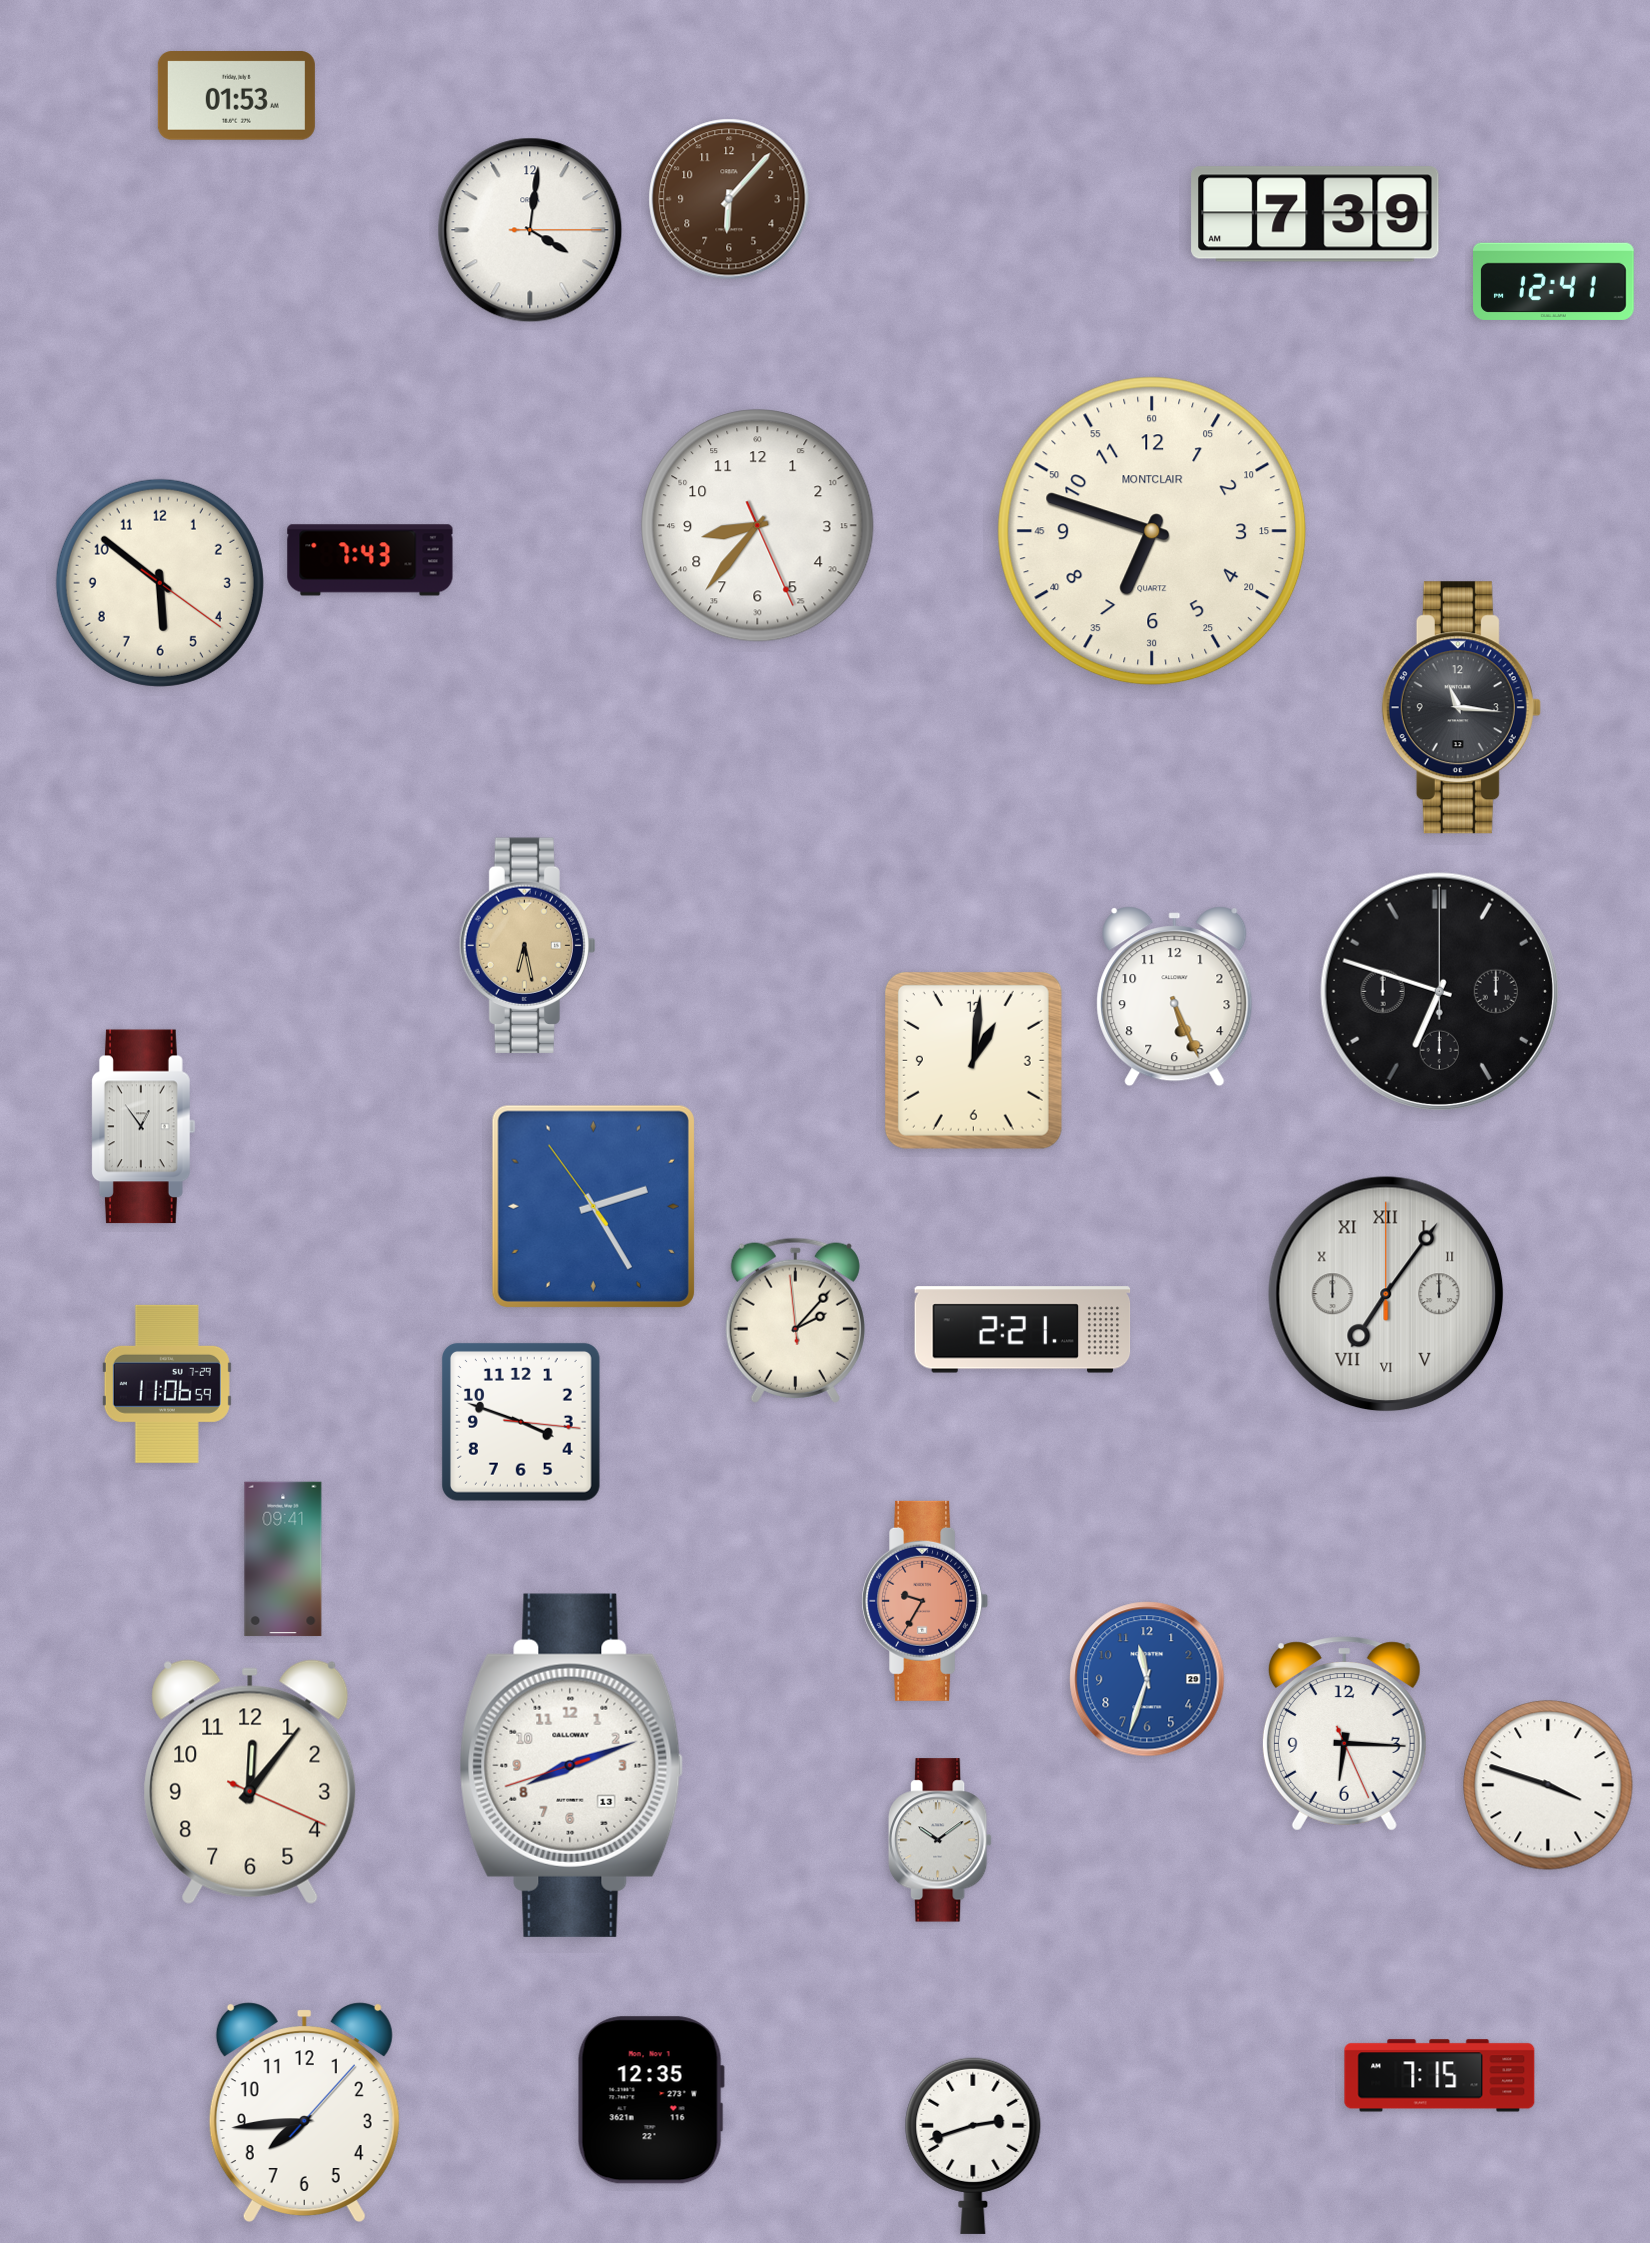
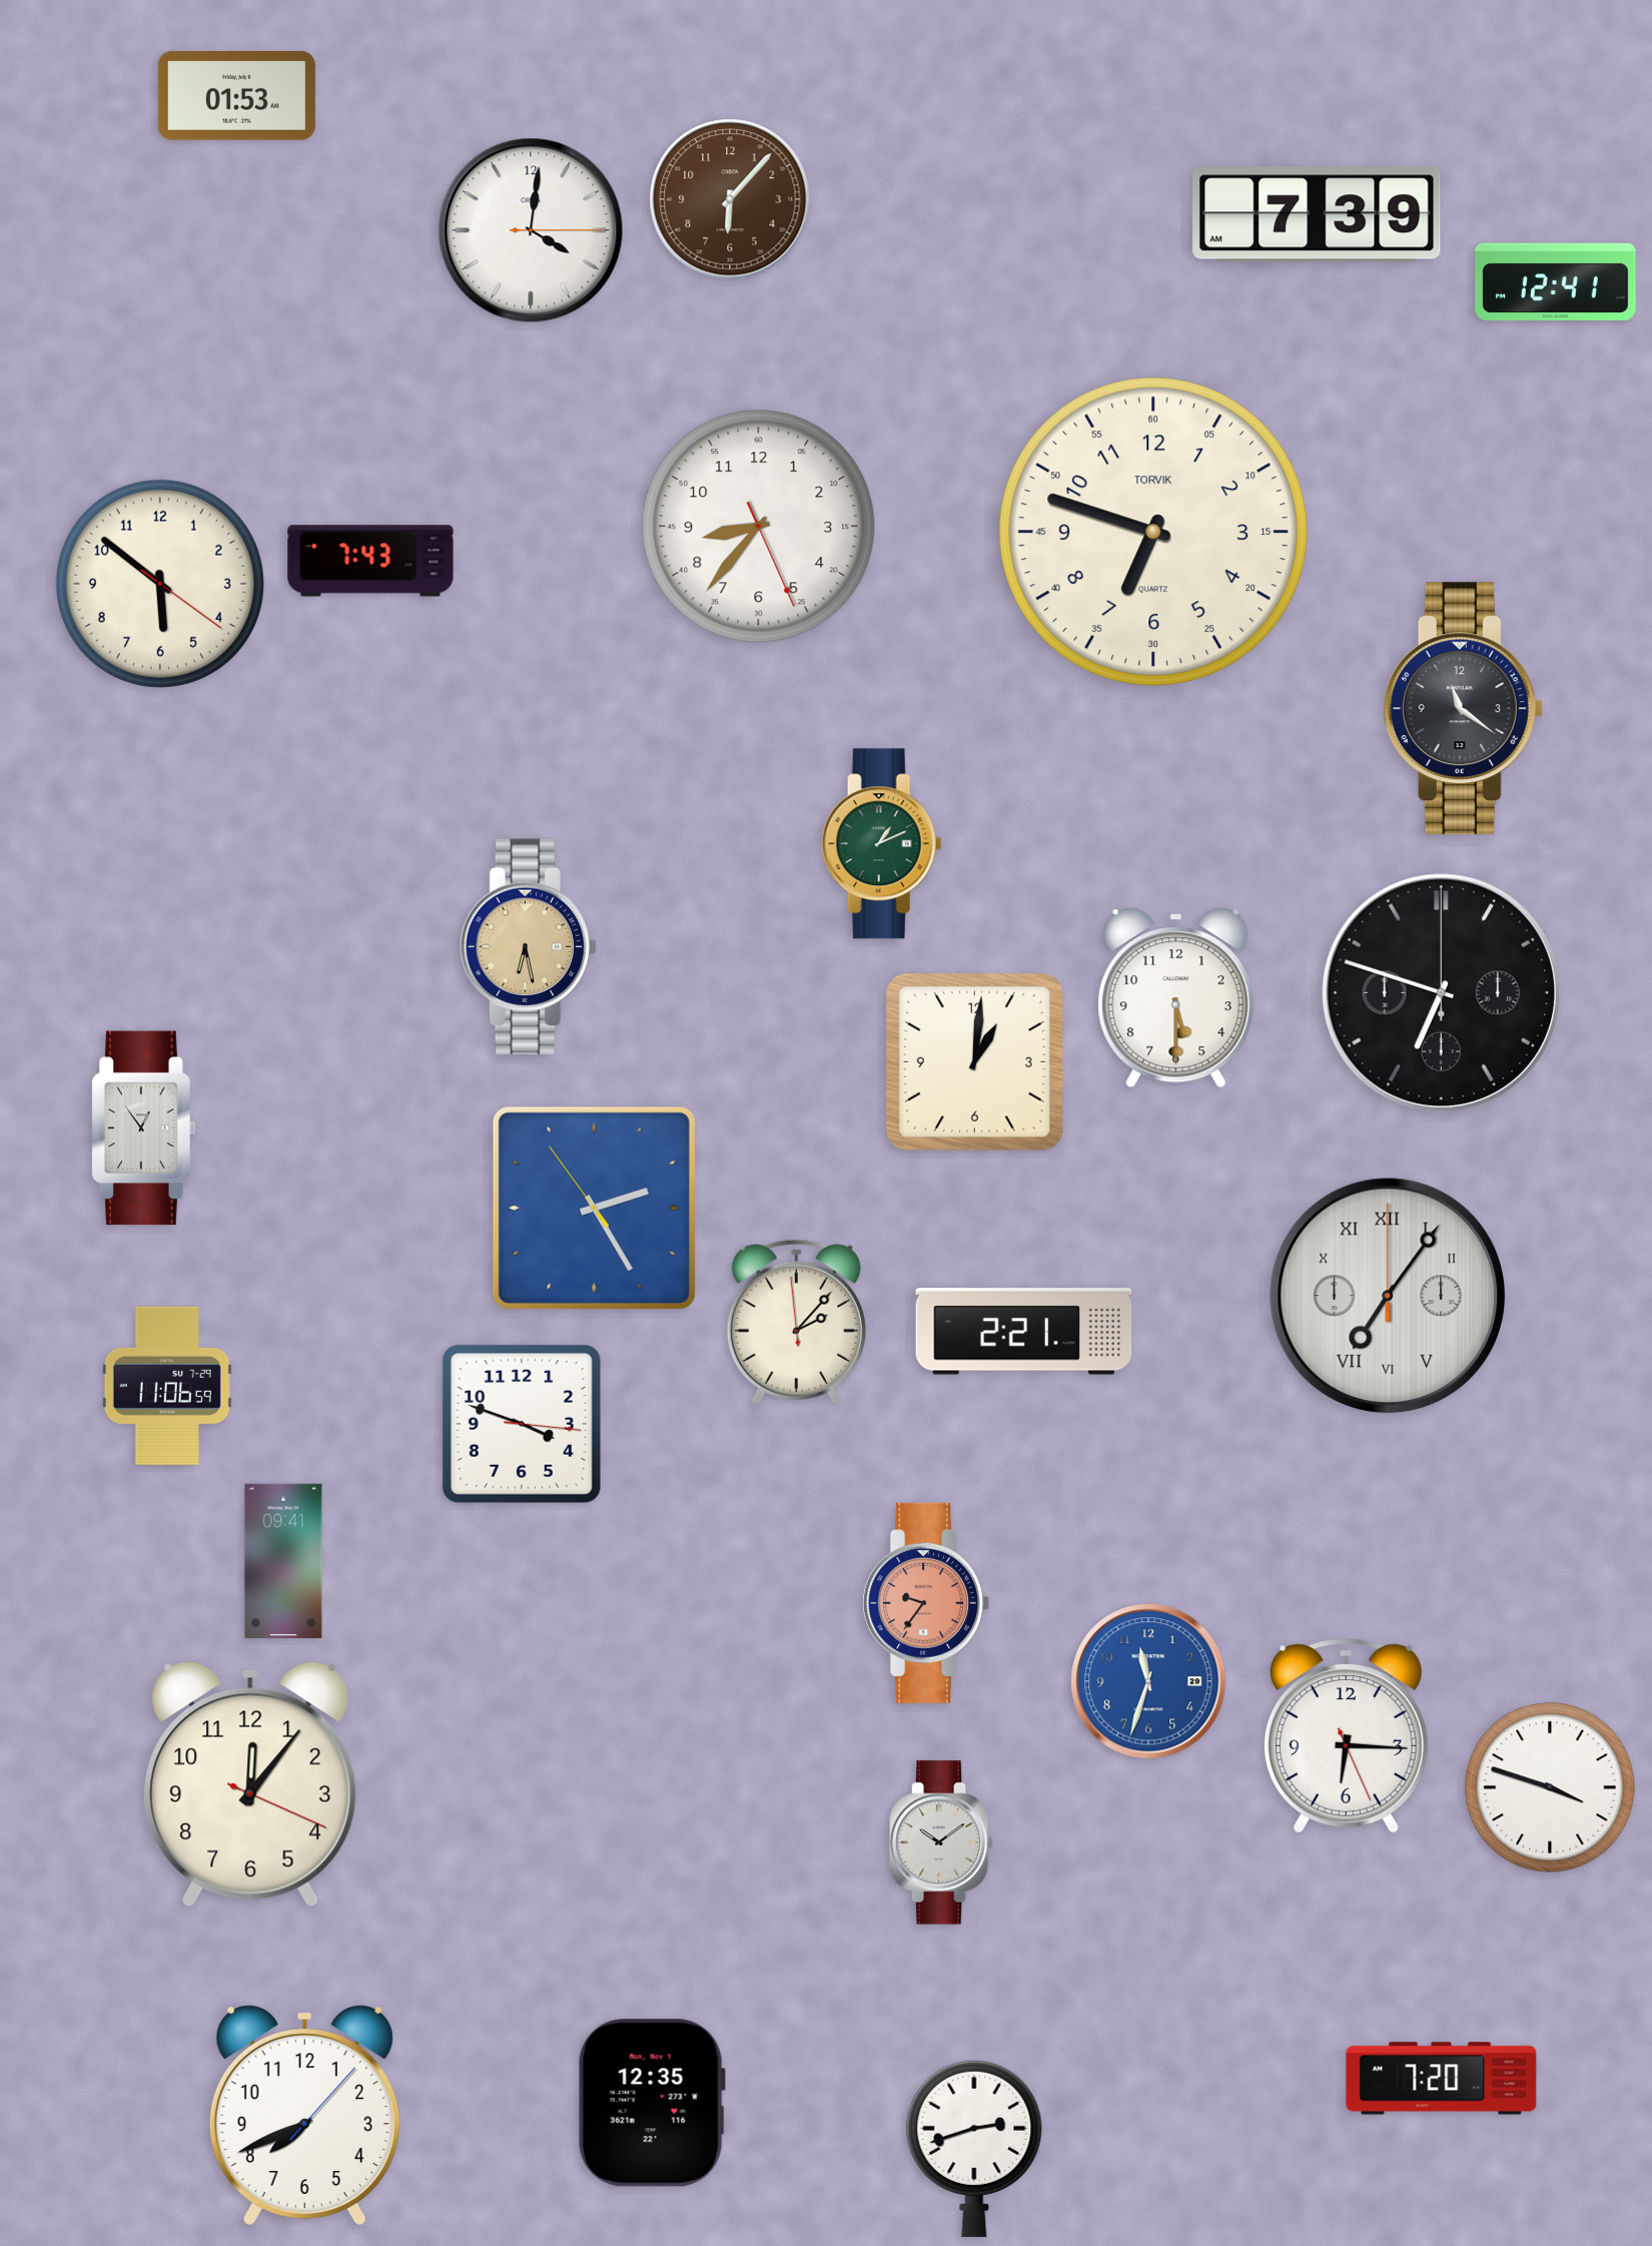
clock at (1152, 531) brand: MONTCLAIR -> TORVIK
clock at (1461, 708): 11:16 -> 11:21
clock at (881, 844): none -> 1:11
clock at (1175, 997): 5:26 -> 5:30
clock at (925, 1601): 9:35 -> 9:36
clock at (572, 1765): 8:11 -> none
clock at (1440, 2076): 7:15 -> 7:20
clock at (304, 2112): 7:44 -> 7:41
